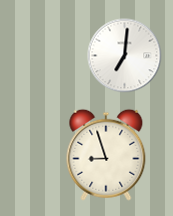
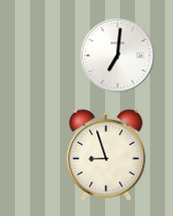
clock at (125, 56) position: (125, 56) -> (118, 56)
